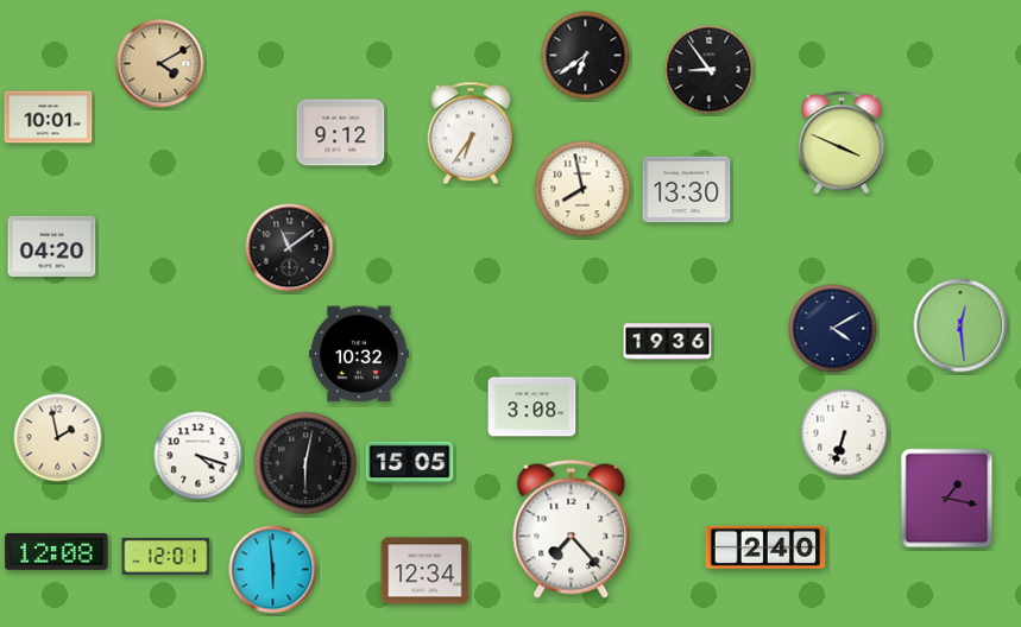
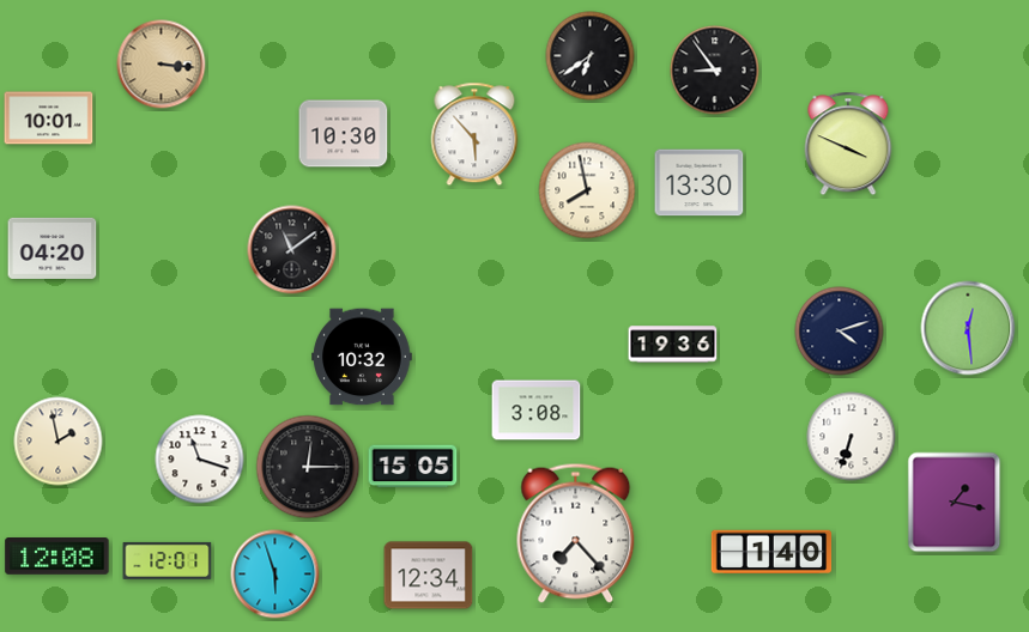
clock at (160, 64): 4:10 -> 3:16
clock at (341, 133): 9:12 -> 10:30
clock at (471, 133): 6:36 -> 5:53
clock at (687, 190) position: (687, 190) -> (700, 183)
clock at (833, 329): 4:10 -> 4:12
clock at (198, 456): 4:18 -> 11:18
clock at (305, 463): 6:02 -> 12:15
clock at (765, 546): 2:40 -> 1:40
clock at (273, 570): 5:59 -> 5:57
